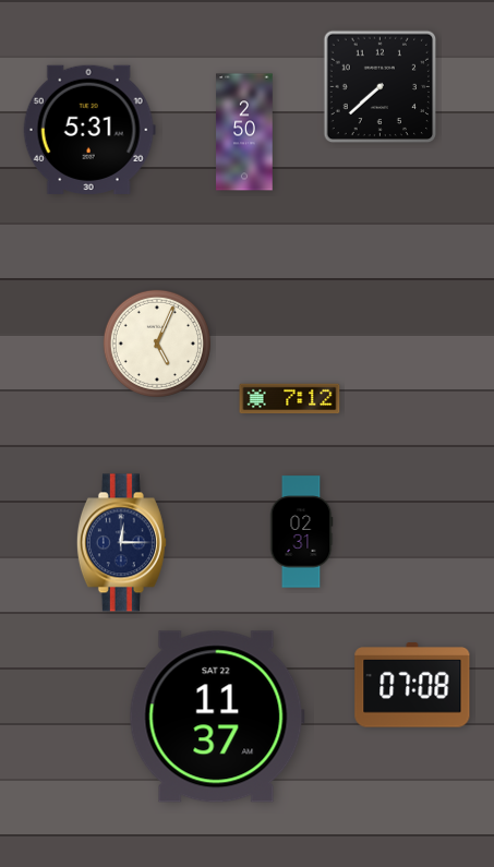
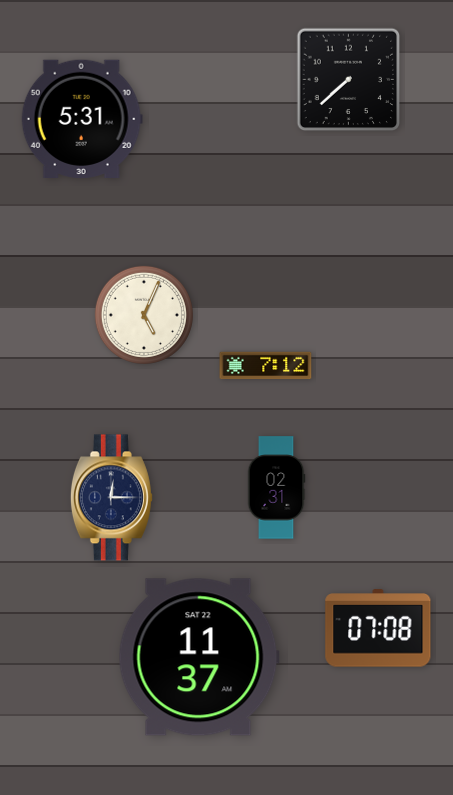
clock at (244, 132): 2:50 -> none
